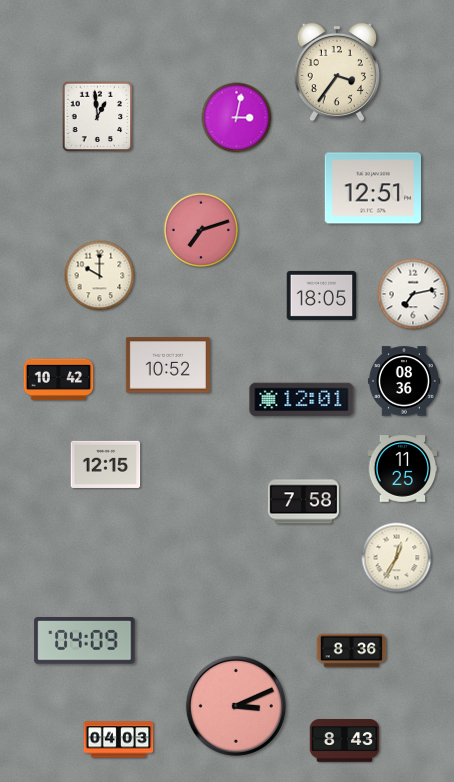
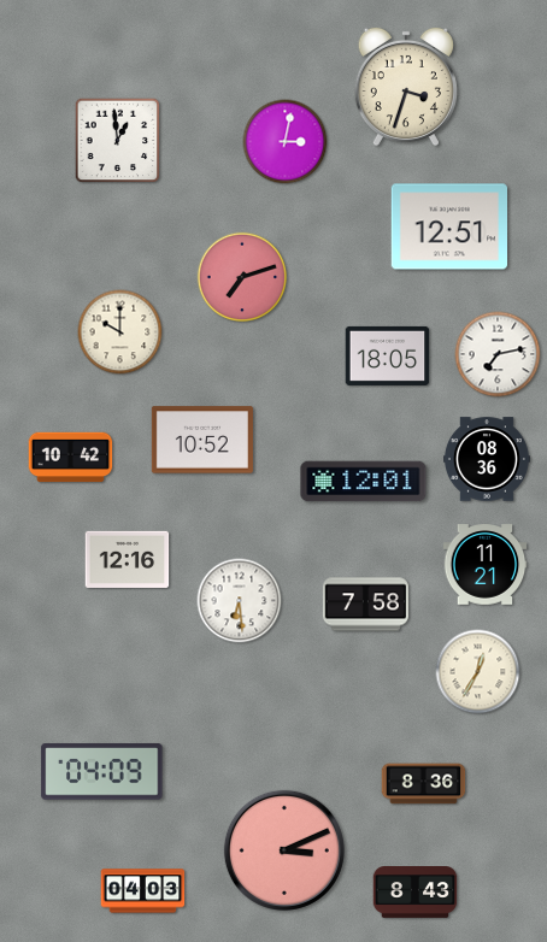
clock at (337, 72): 3:36 -> 3:33
clock at (106, 464): 12:15 -> 12:16
clock at (403, 469): 11:25 -> 11:21
clock at (240, 601): none -> 6:29
